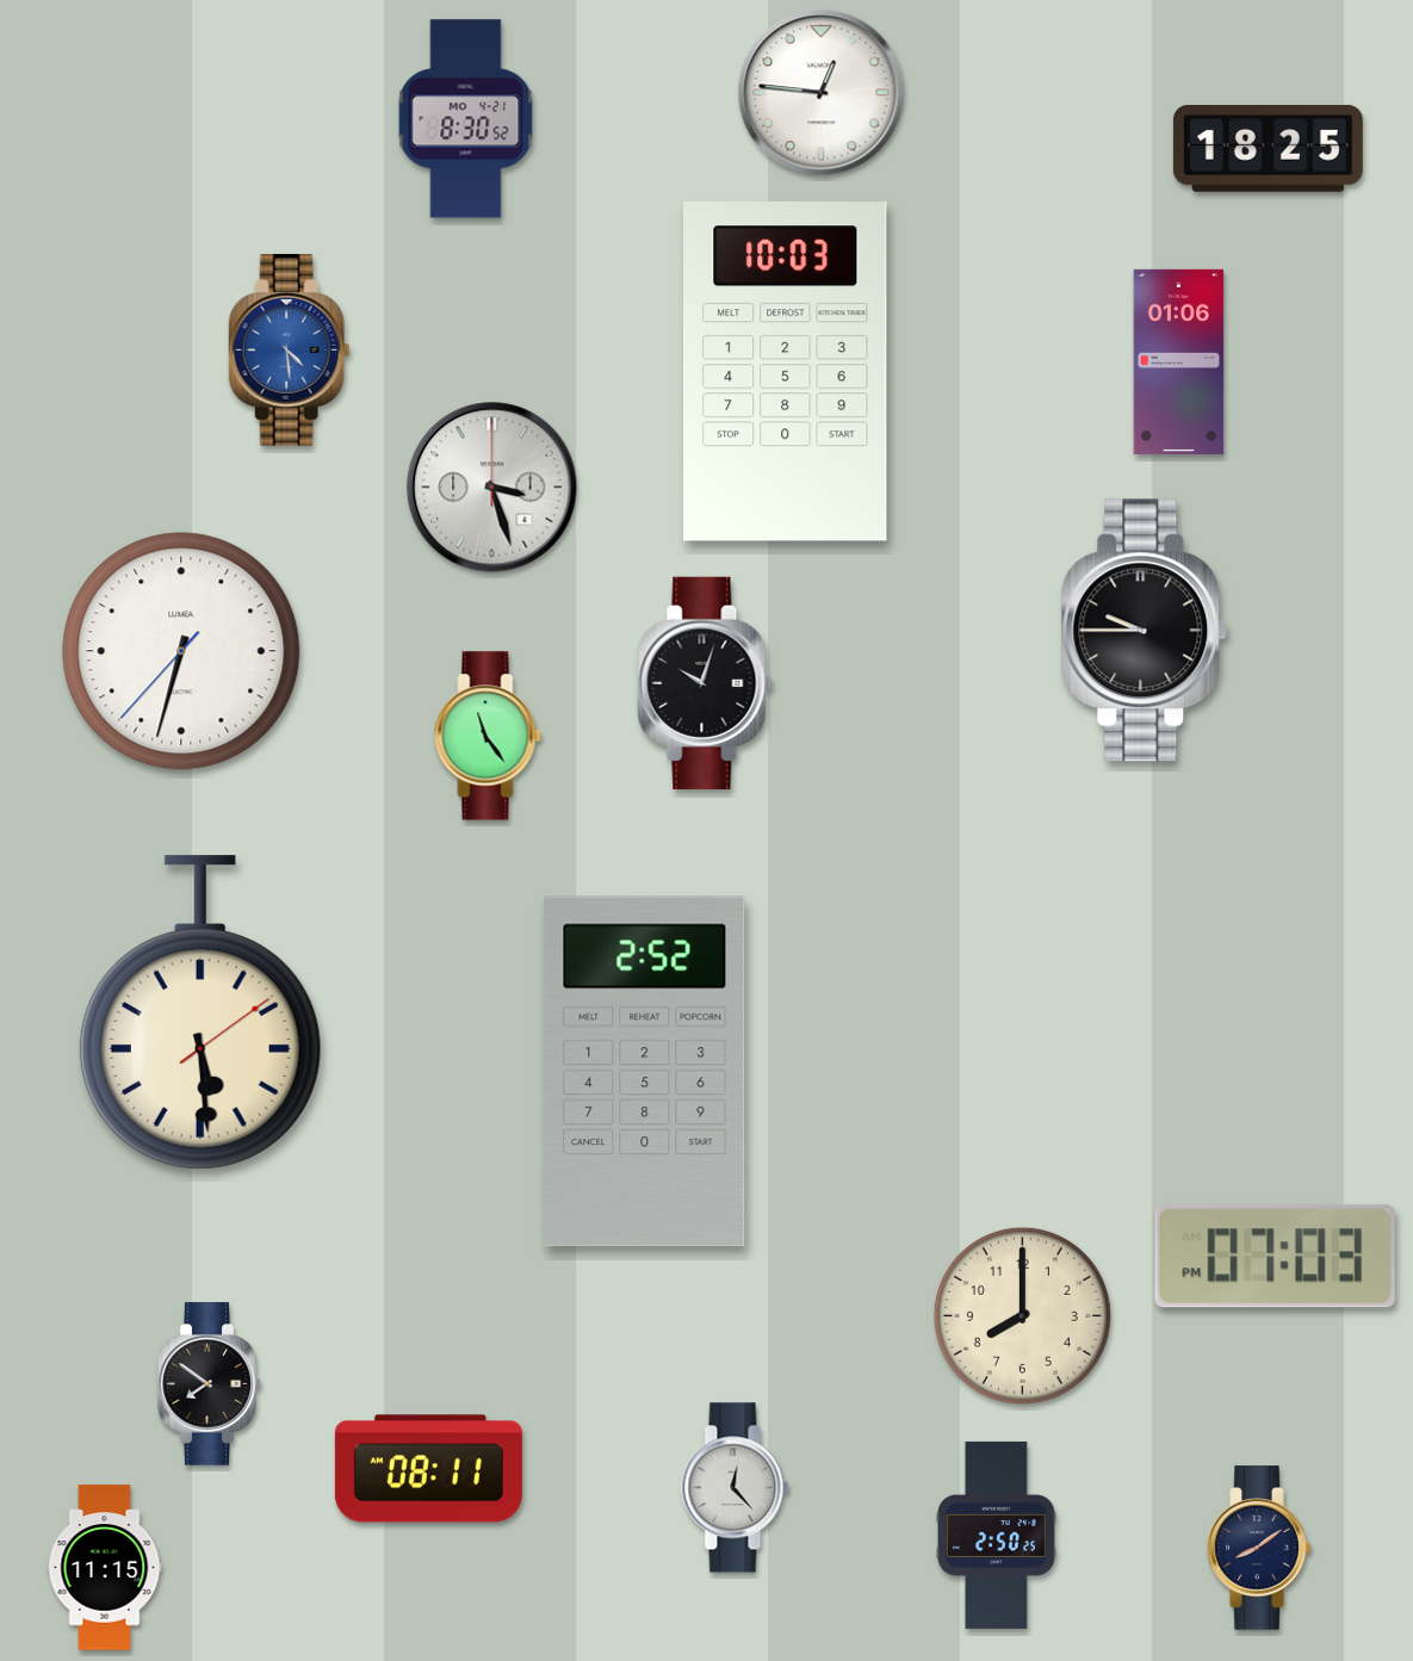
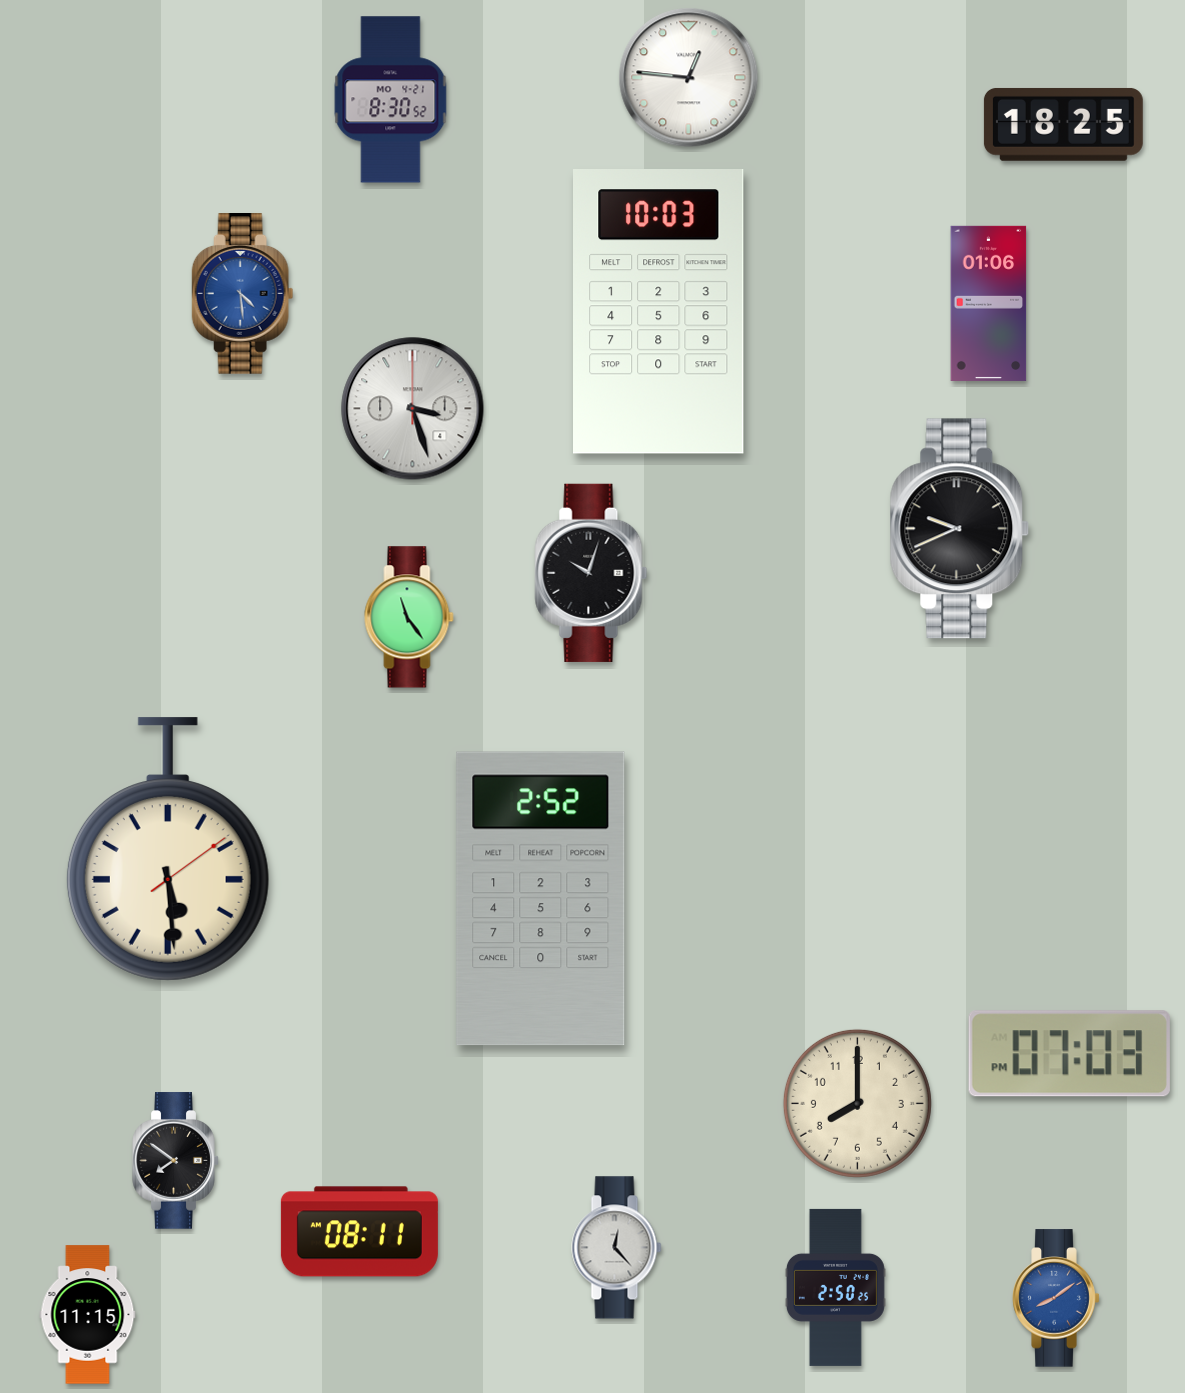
clock at (1145, 631): 9:45 -> 9:41
clock at (181, 651): 6:32 -> none
clock at (1259, 1548) dial: navy -> blue
